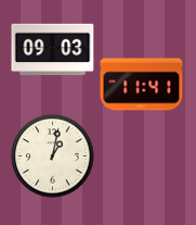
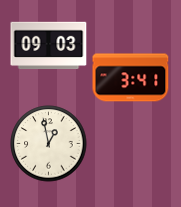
clock at (142, 85): 11:41 -> 3:41
clock at (53, 157): 1:02 -> 12:58
